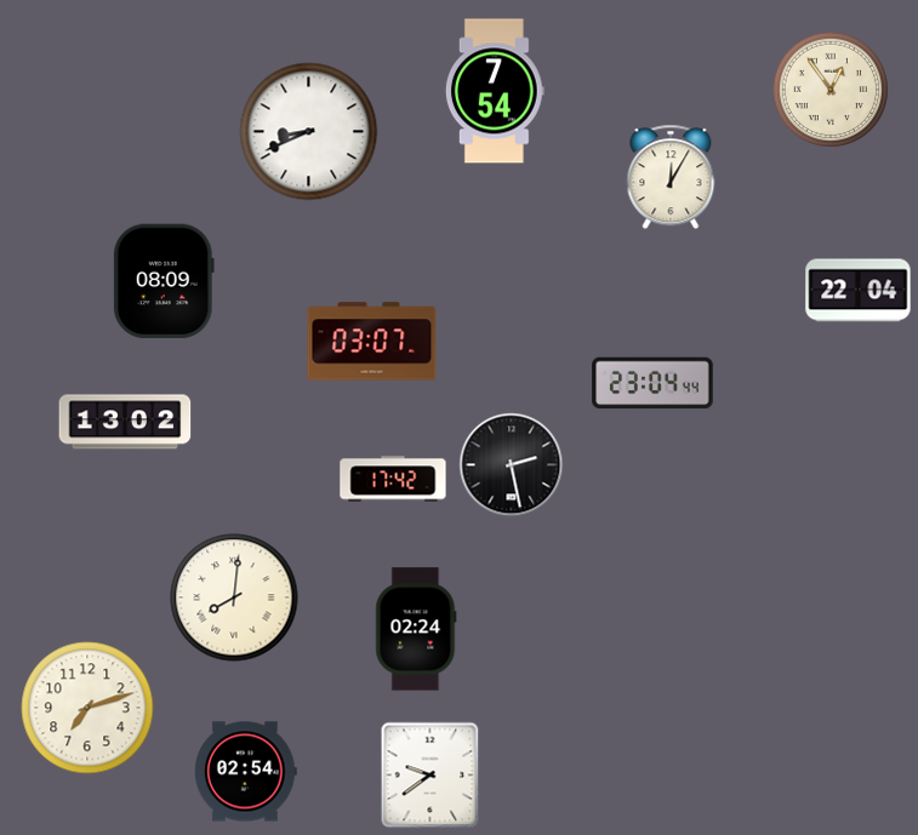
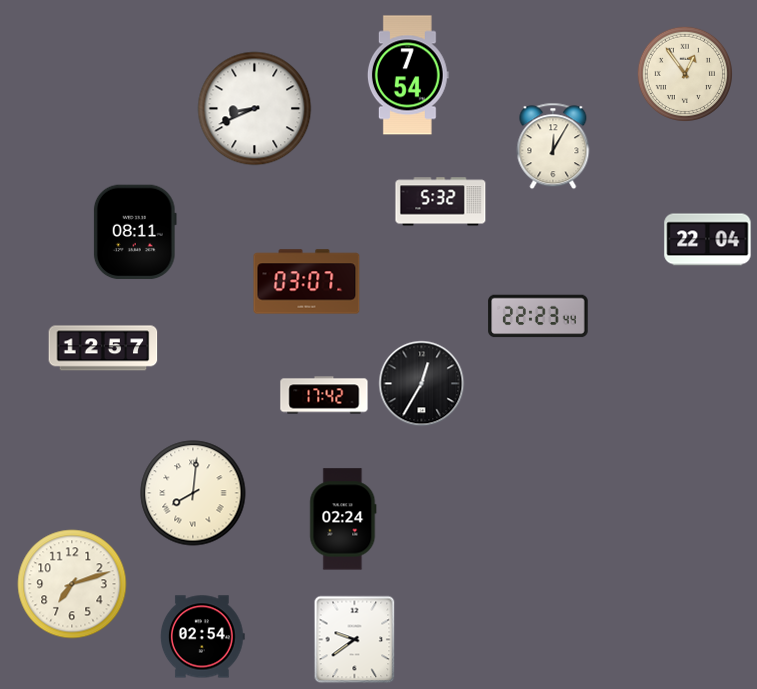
clock at (441, 202): none -> 5:32
clock at (164, 281): 08:09 -> 08:11
clock at (652, 383): 23:04 -> 22:23
clock at (125, 422): 13:02 -> 12:57
clock at (512, 465): 2:28 -> 12:35
